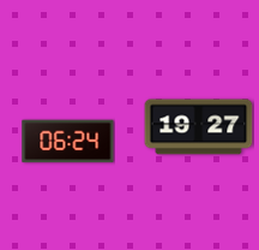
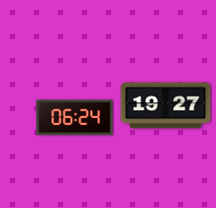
clock at (68, 142) position: (68, 142) -> (75, 118)
